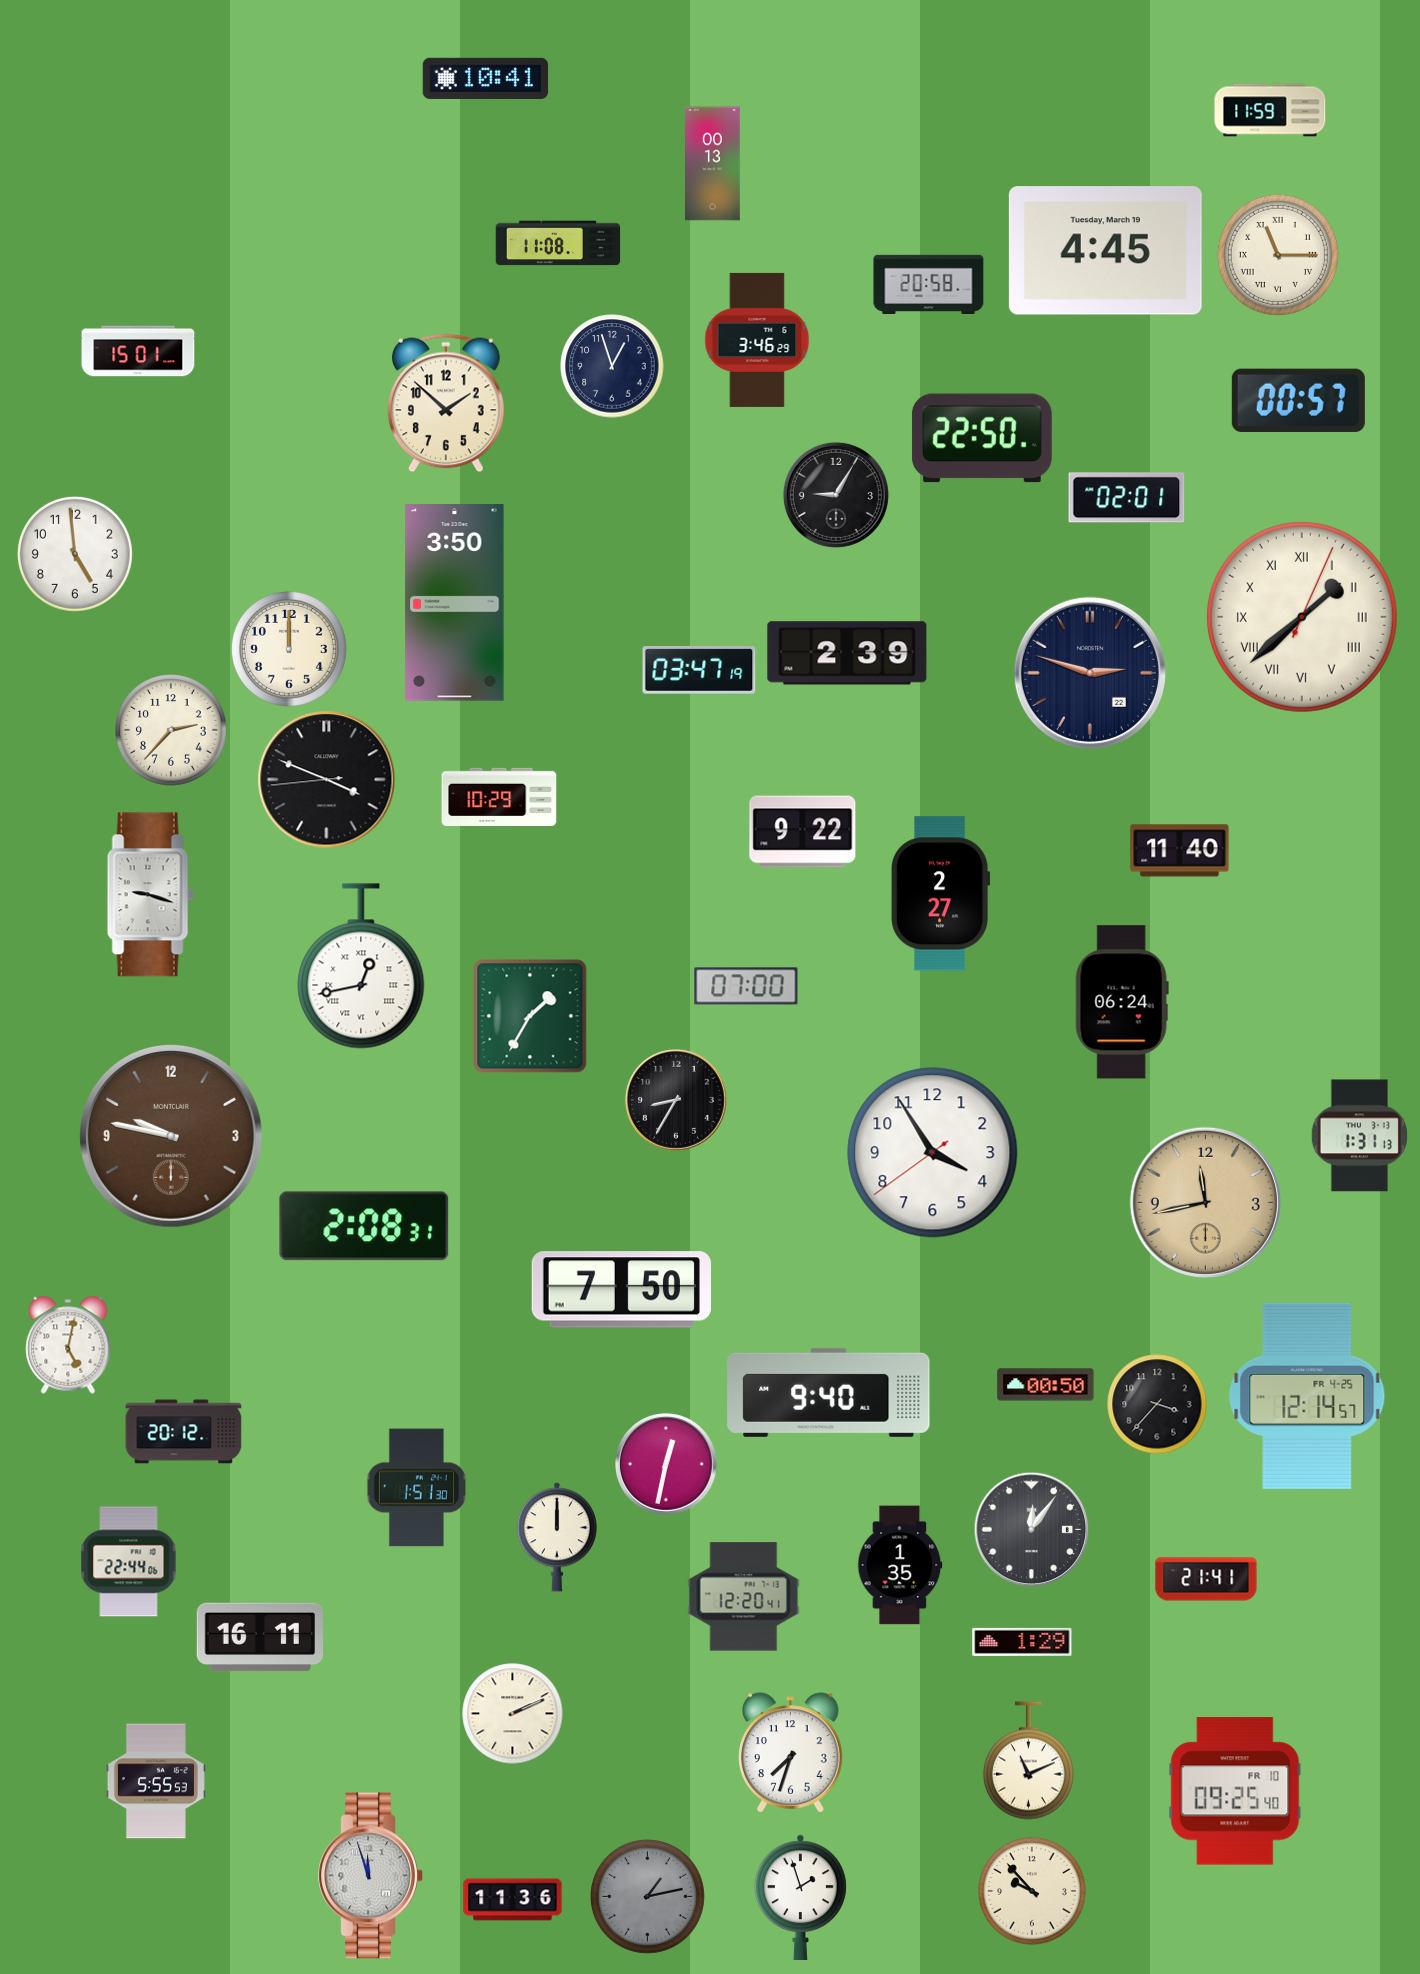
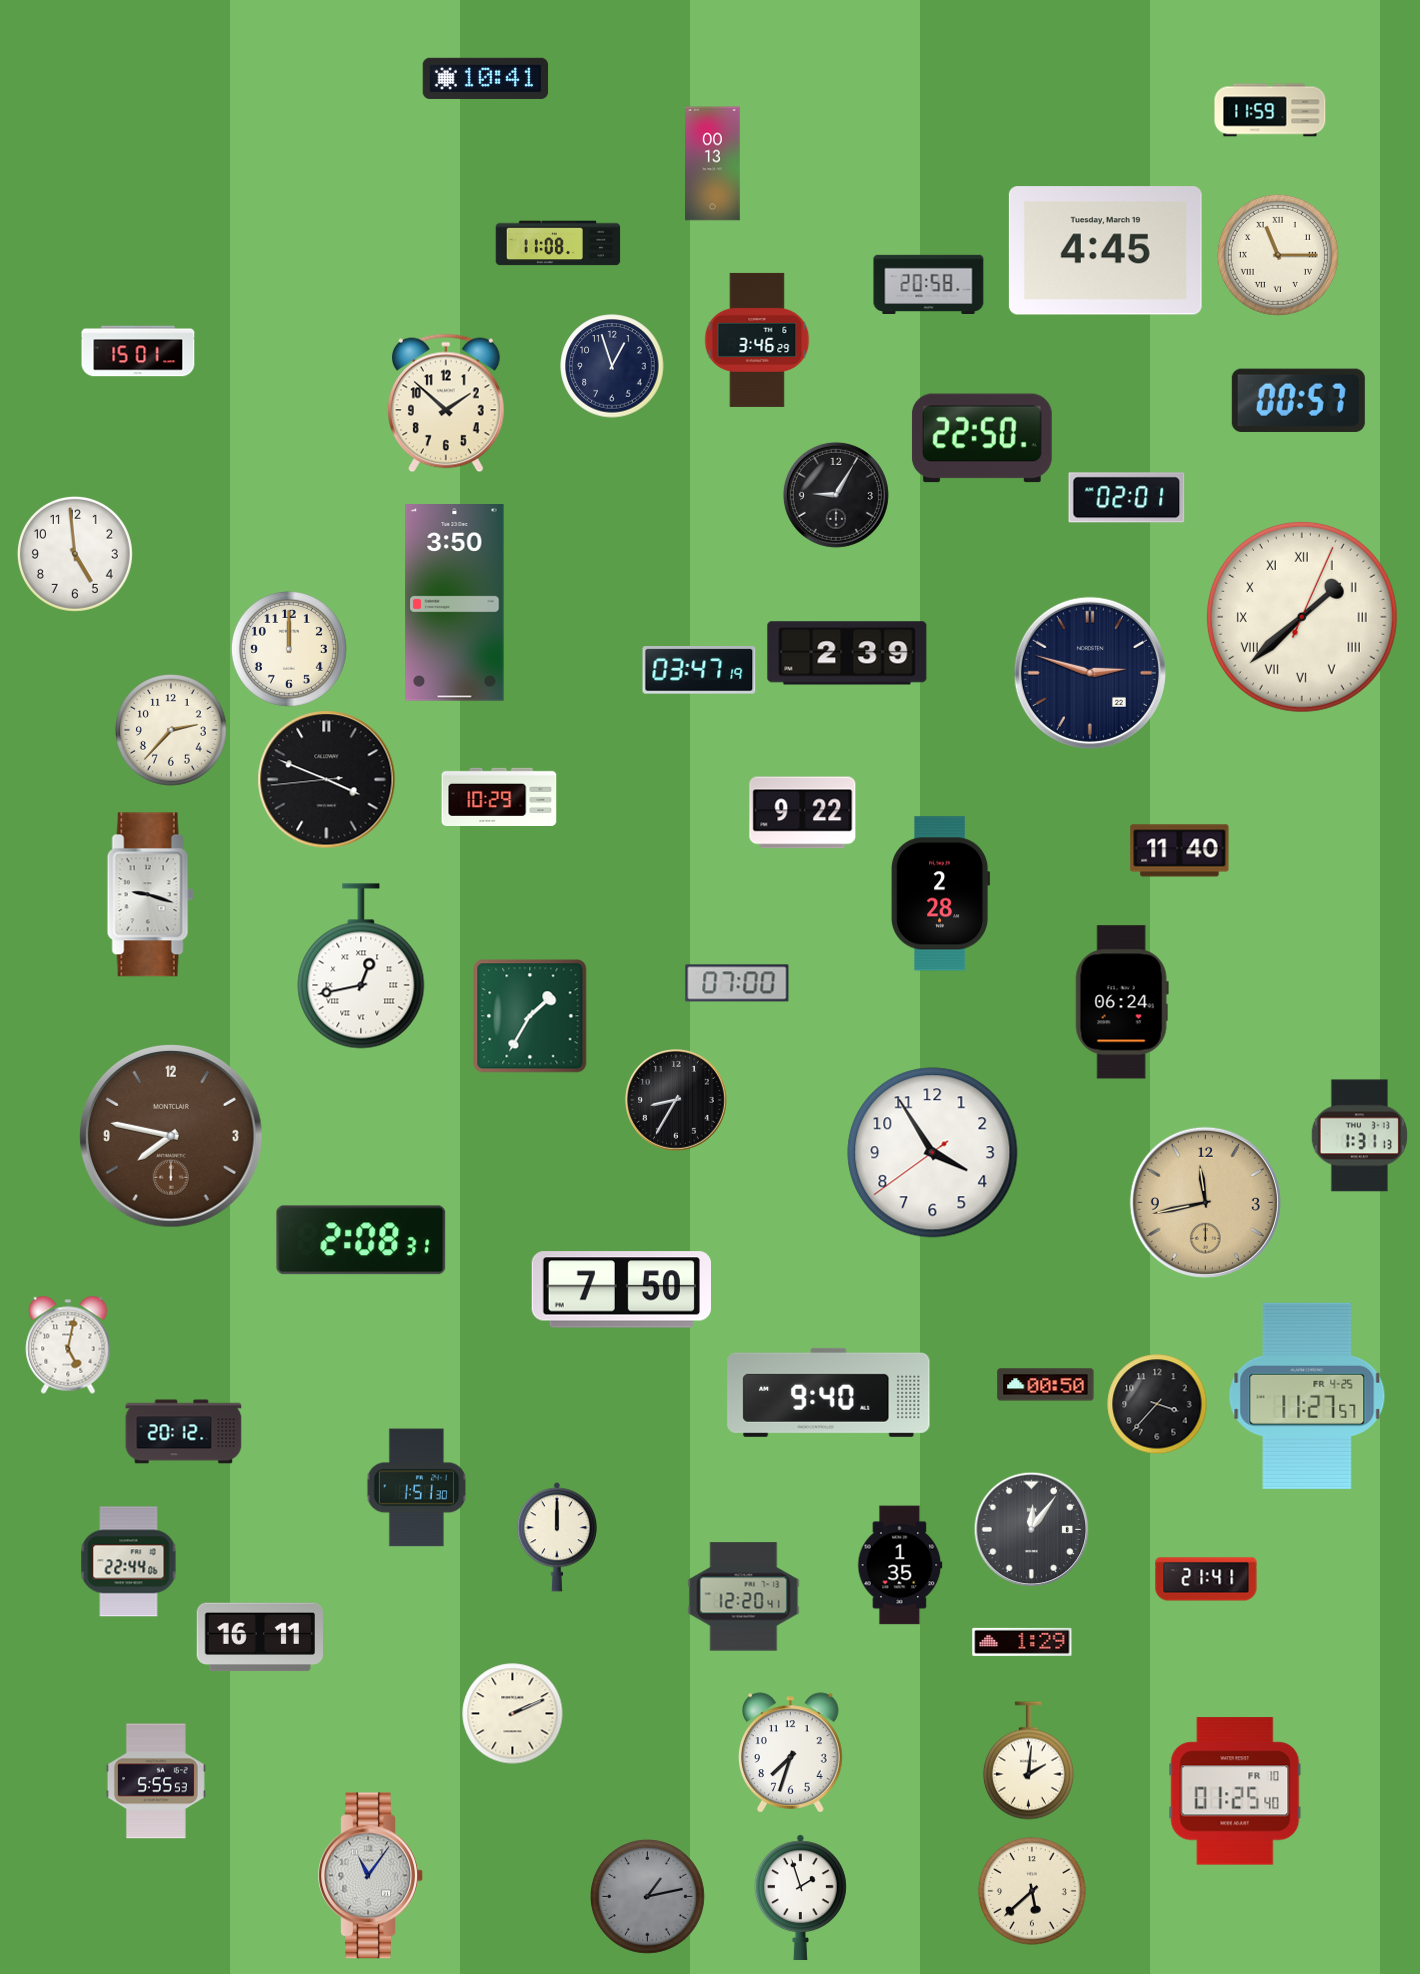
clock at (803, 832) position: (803, 832) -> (803, 813)
clock at (941, 894): 2:27 -> 2:28
clock at (746, 986) position: (746, 986) -> (737, 983)
clock at (171, 1136): 9:47 -> 7:47
clock at (364, 1226) position: (364, 1226) -> (361, 1240)
clock at (1307, 1396): 12:14 -> 11:27
clock at (667, 1465): 12:32 -> none
clock at (1028, 1761): 11:11 -> 2:01
clock at (1235, 1791): 09:25 -> 01:25
clock at (370, 1876): 11:57 -> 11:06
clock at (1032, 1891): 9:53 -> 5:38
clock at (513, 1900): 11:36 -> none
